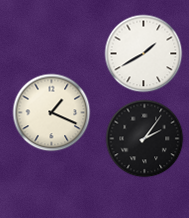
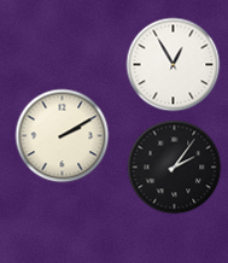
clock at (143, 53): 1:40 -> 12:55
clock at (51, 112): 1:19 -> 2:10
